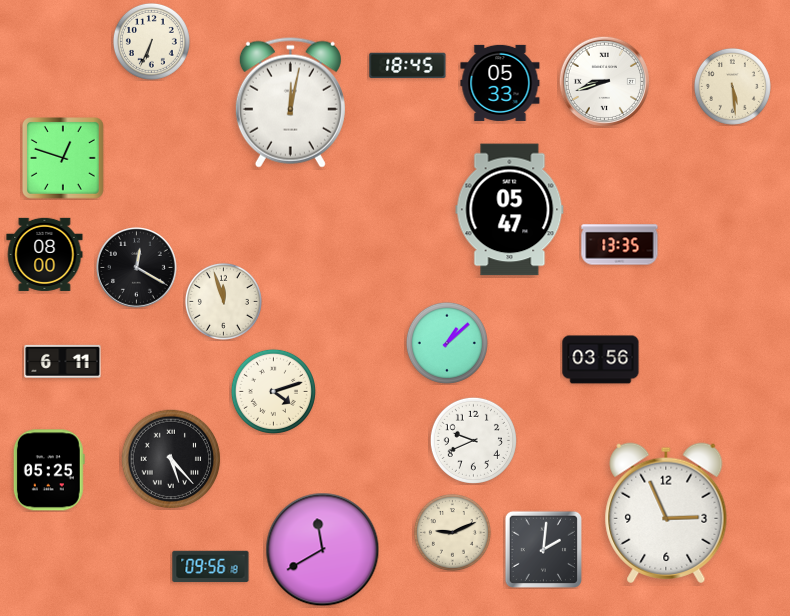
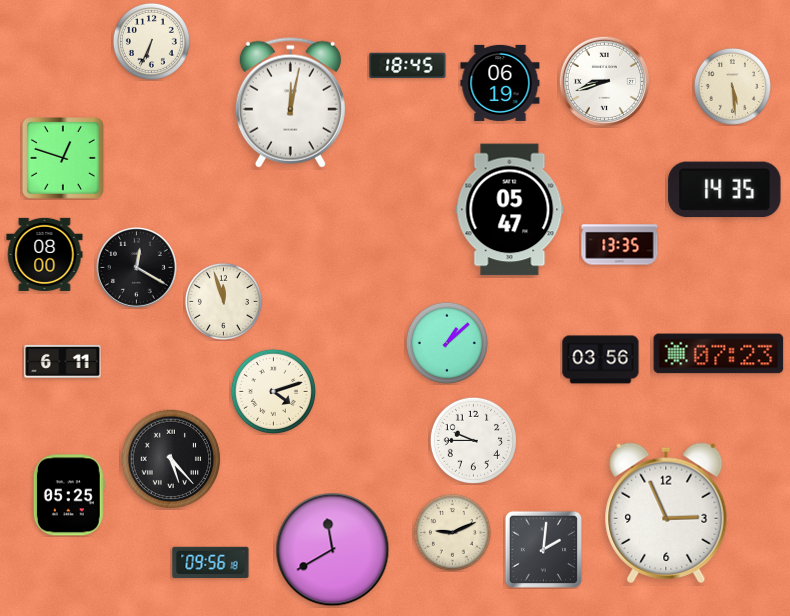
clock at (500, 83): 05:33 -> 06:19
clock at (725, 190): none -> 14:35
clock at (719, 354): none -> 07:23
clock at (473, 440): 9:41 -> 9:45
clock at (49, 470) position: (49, 470) -> (69, 495)
clock at (323, 550) position: (323, 550) -> (333, 550)
clock at (211, 567) position: (211, 567) -> (211, 563)
